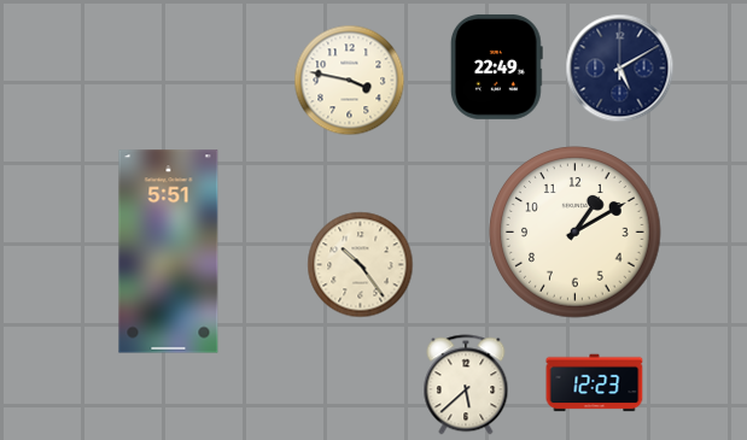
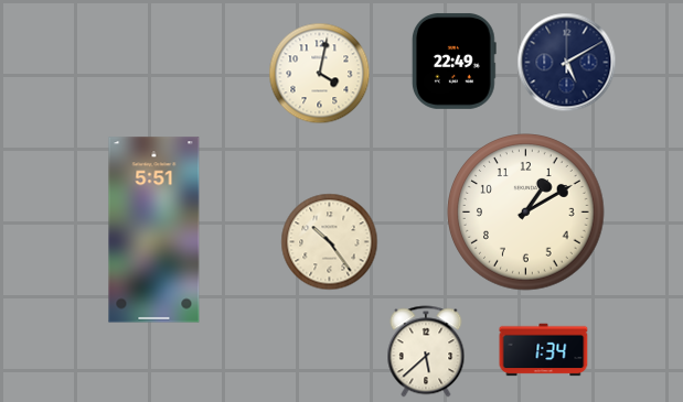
clock at (350, 81): 3:47 -> 4:02
clock at (595, 383): 12:23 -> 1:34
